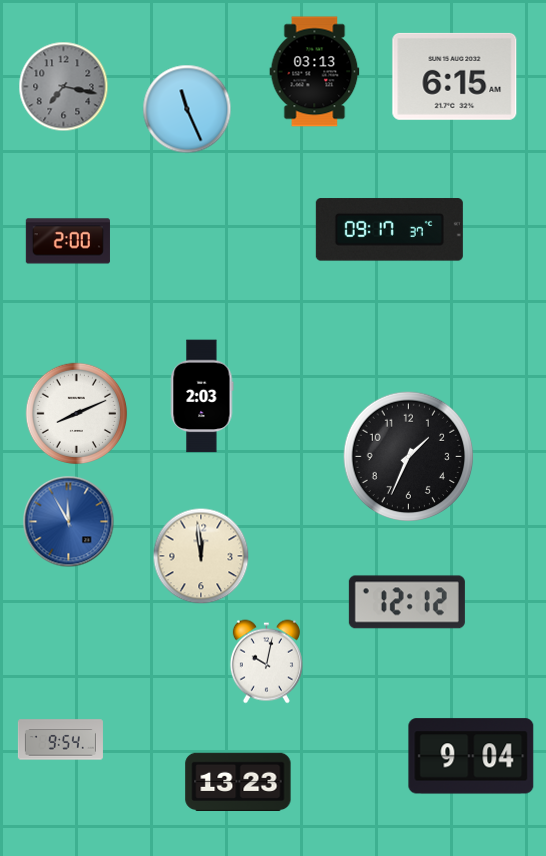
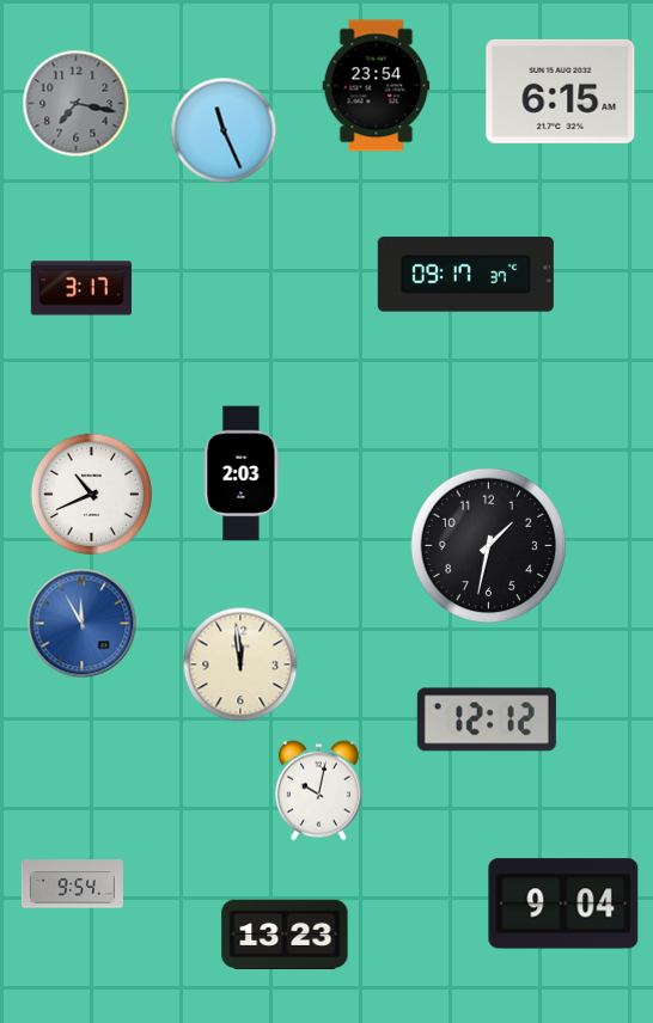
clock at (315, 72): 03:13 -> 23:54
clock at (455, 76) position: (455, 76) -> (561, 91)
clock at (68, 241): 2:00 -> 3:17
clock at (77, 414): 8:11 -> 10:41
clock at (409, 457): 1:34 -> 1:32
